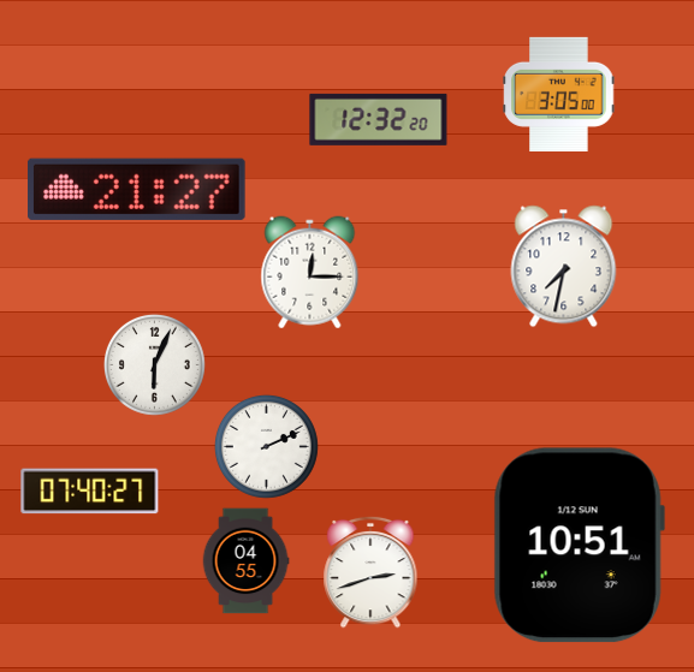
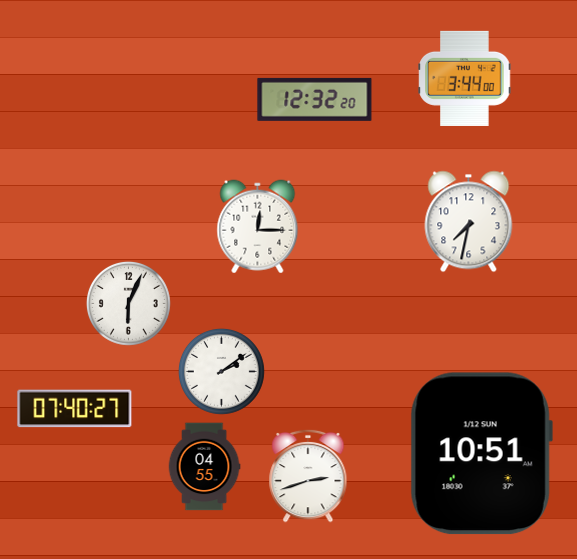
clock at (559, 94): 3:05 -> 3:44
clock at (137, 189): 21:27 -> none
clock at (266, 446): 2:11 -> 2:09
